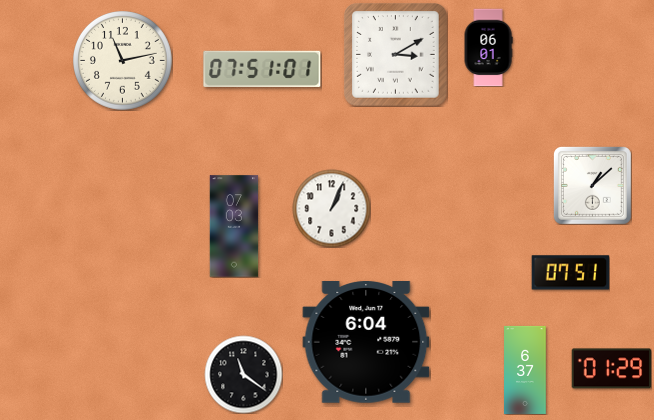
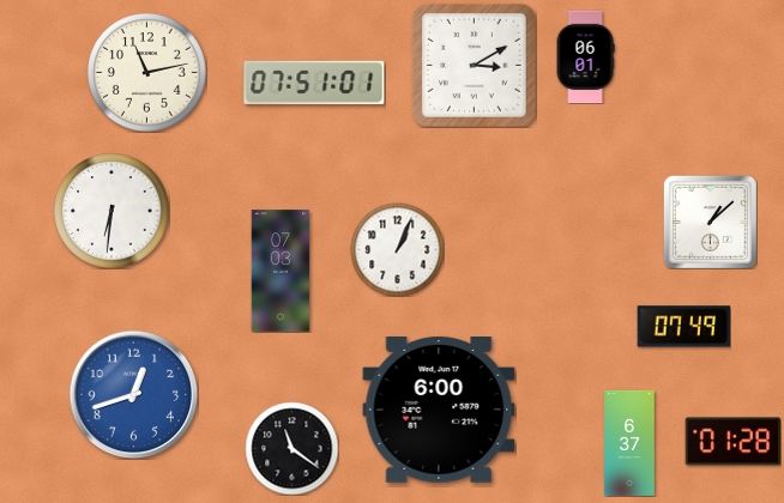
clock at (111, 211): none -> 6:31
clock at (570, 273): 07:51 -> 07:49
clock at (133, 394): none -> 12:42
clock at (366, 343): 6:04 -> 6:00
clock at (611, 369): 01:29 -> 01:28
